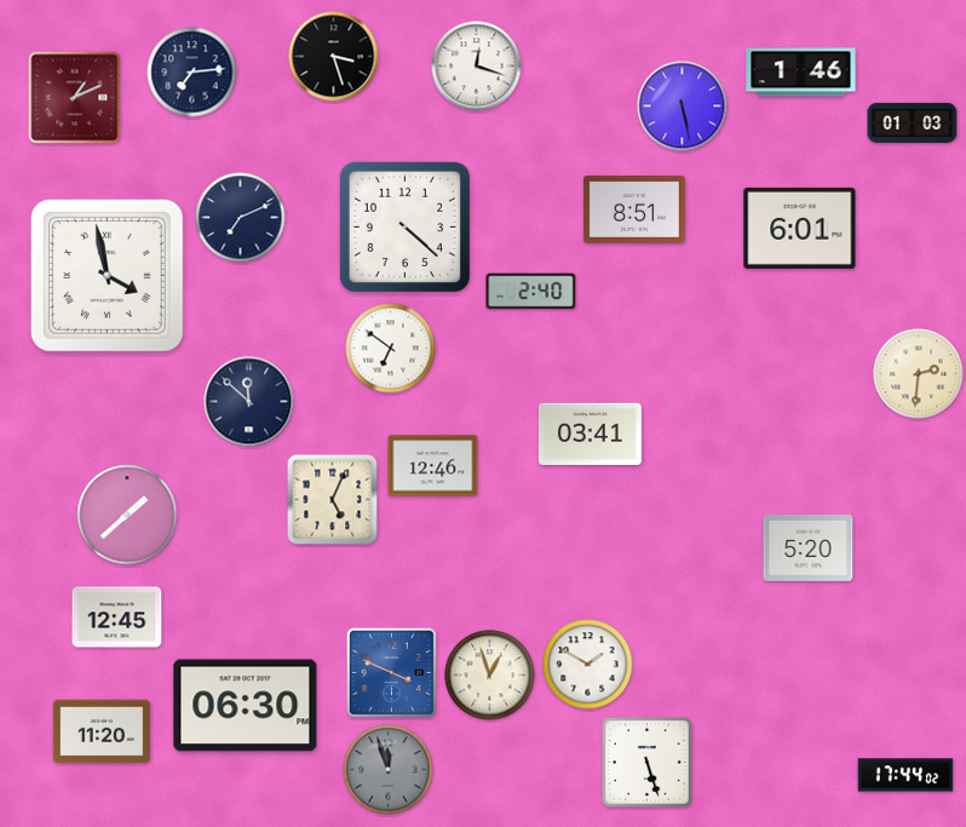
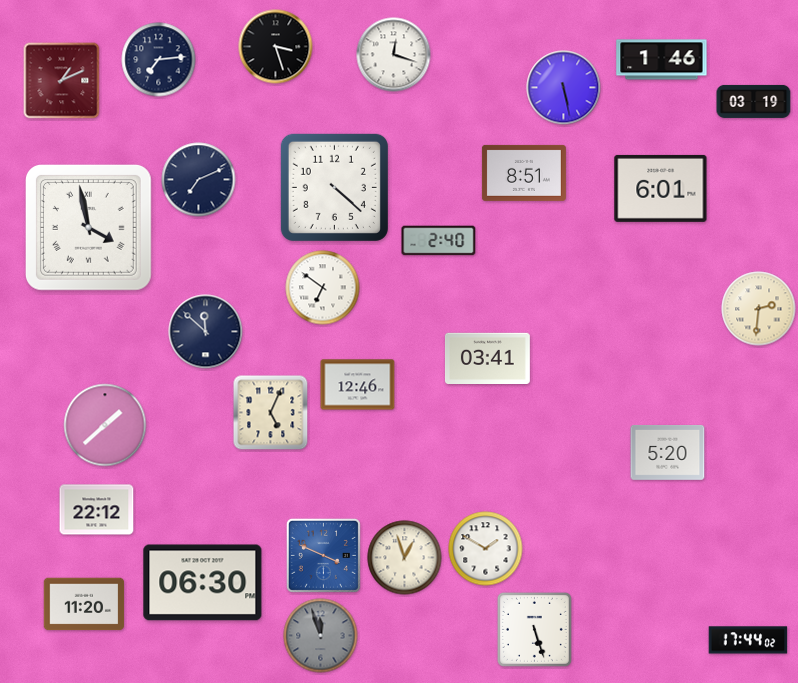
clock at (913, 122): 01:03 -> 03:19
clock at (333, 500) position: (333, 500) -> (271, 413)
clock at (117, 618): 12:45 -> 22:12
